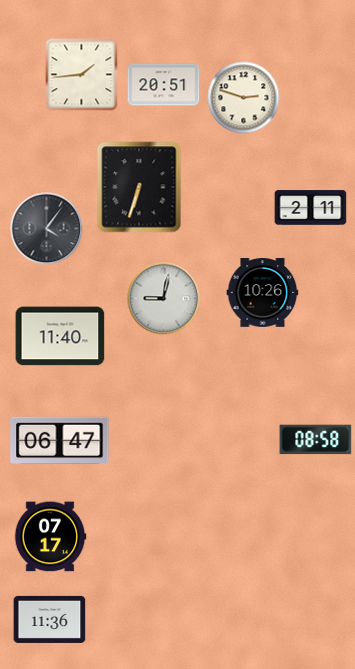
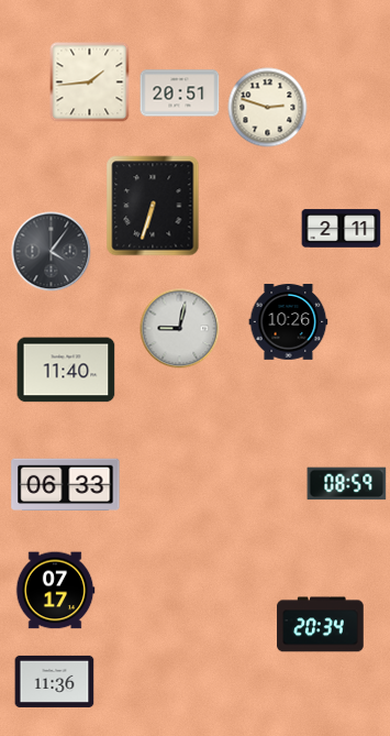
clock at (316, 440): 08:58 -> 08:59
clock at (60, 441): 06:47 -> 06:33
clock at (321, 625): none -> 20:34
